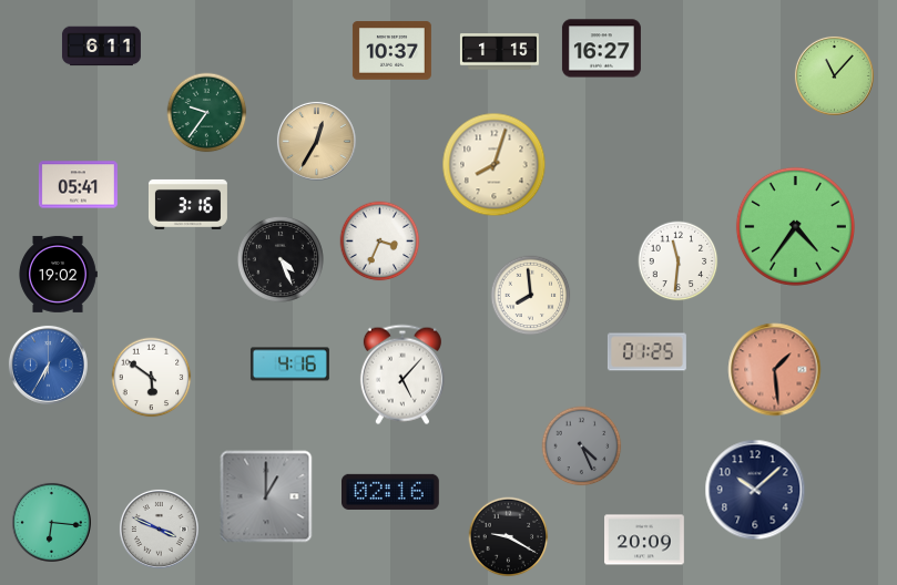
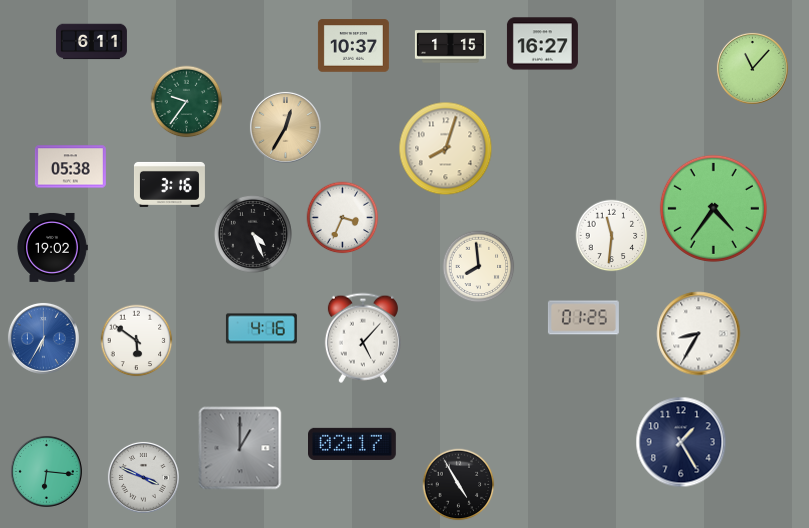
clock at (78, 185): 05:41 -> 05:38
clock at (795, 226) position: (795, 226) -> (713, 208)
clock at (48, 365) position: (48, 365) -> (43, 338)
clock at (775, 370): 1:29 -> 8:35
clock at (775, 370) dial: salmon -> white
clock at (582, 447): 4:26 -> none
clock at (755, 490): 10:08 -> 1:25
clock at (391, 492): 02:16 -> 02:17
clock at (509, 537): 9:20 -> 4:55
clock at (645, 540): 20:09 -> none
